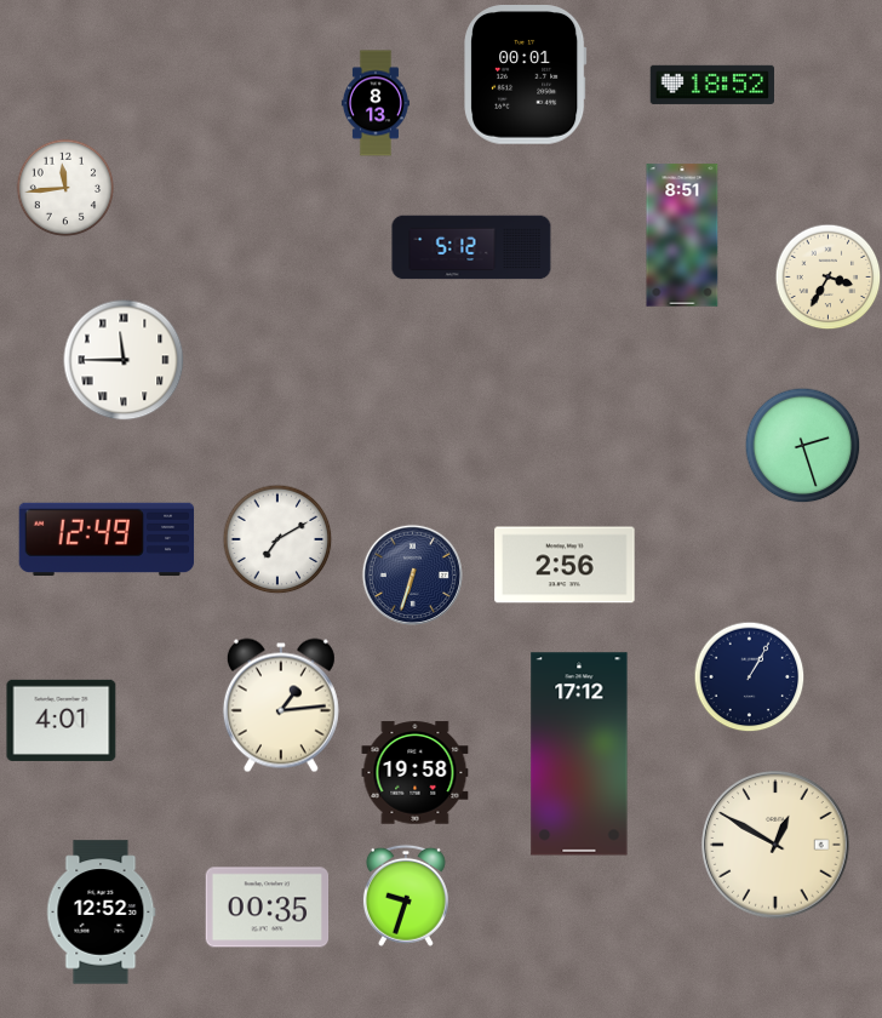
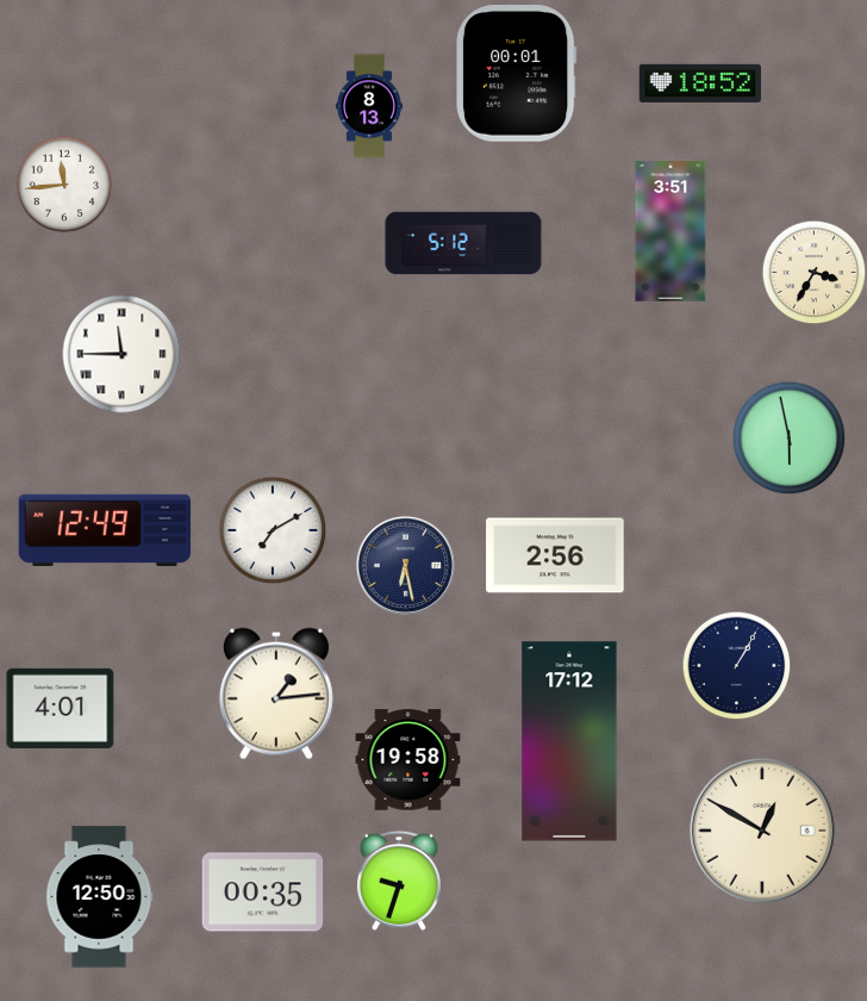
clock at (376, 103) position: (376, 103) -> (369, 106)
clock at (682, 235): 8:51 -> 3:51
clock at (802, 445): 2:27 -> 5:58
clock at (412, 574): 6:33 -> 6:28
clock at (101, 913): 12:52 -> 12:50
